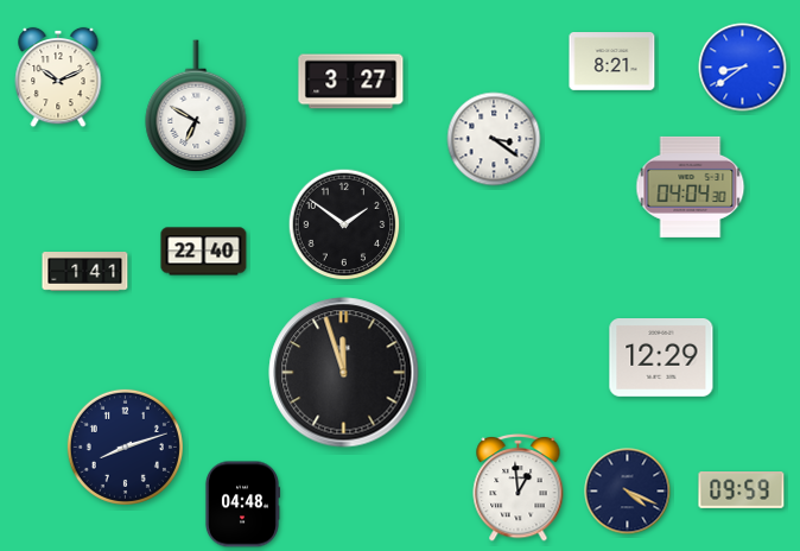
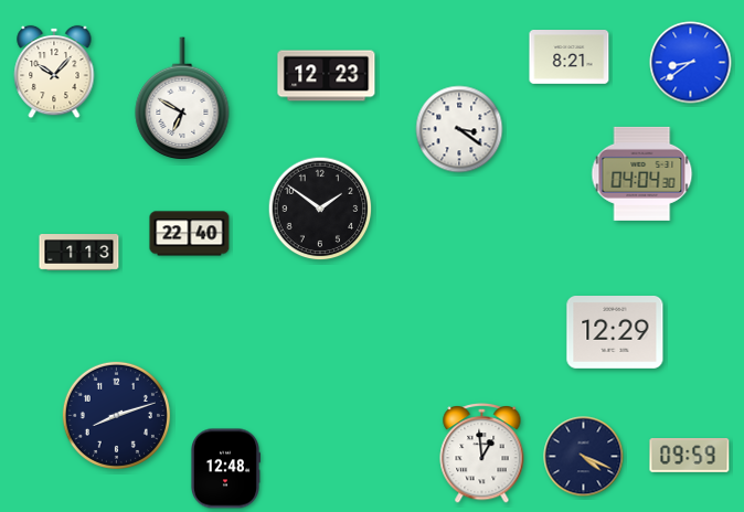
clock at (58, 77): 10:11 -> 10:07
clock at (351, 82): 3:27 -> 12:23
clock at (85, 272): 1:41 -> 1:13
clock at (344, 373): 11:57 -> none
clock at (242, 505): 04:48 -> 12:48
